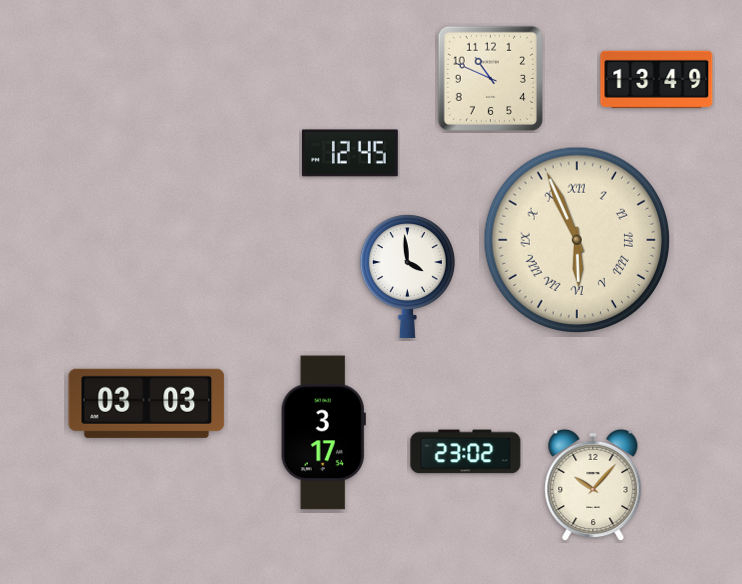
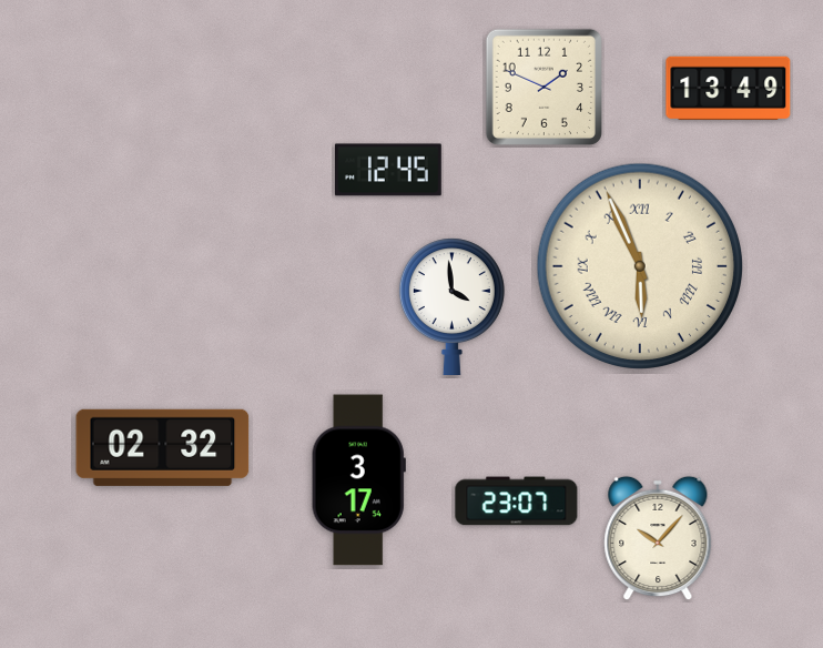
clock at (490, 78): 10:49 -> 1:49
clock at (147, 403): 03:03 -> 02:32
clock at (466, 452): 23:02 -> 23:07
